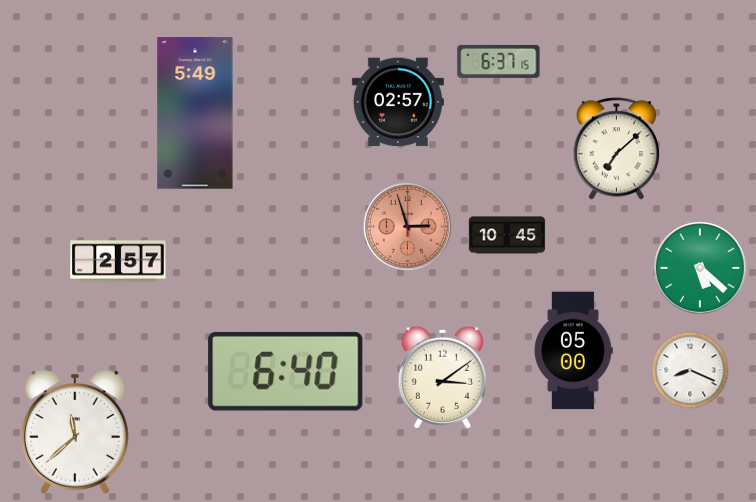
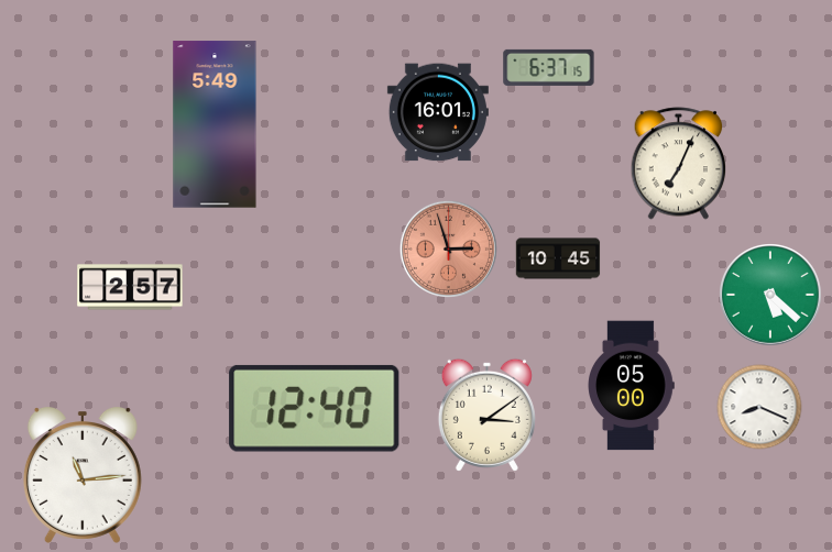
clock at (398, 102): 02:57 -> 16:01
clock at (617, 149): 7:08 -> 7:04
clock at (286, 371): 6:40 -> 12:40
clock at (75, 433): 11:38 -> 11:14
